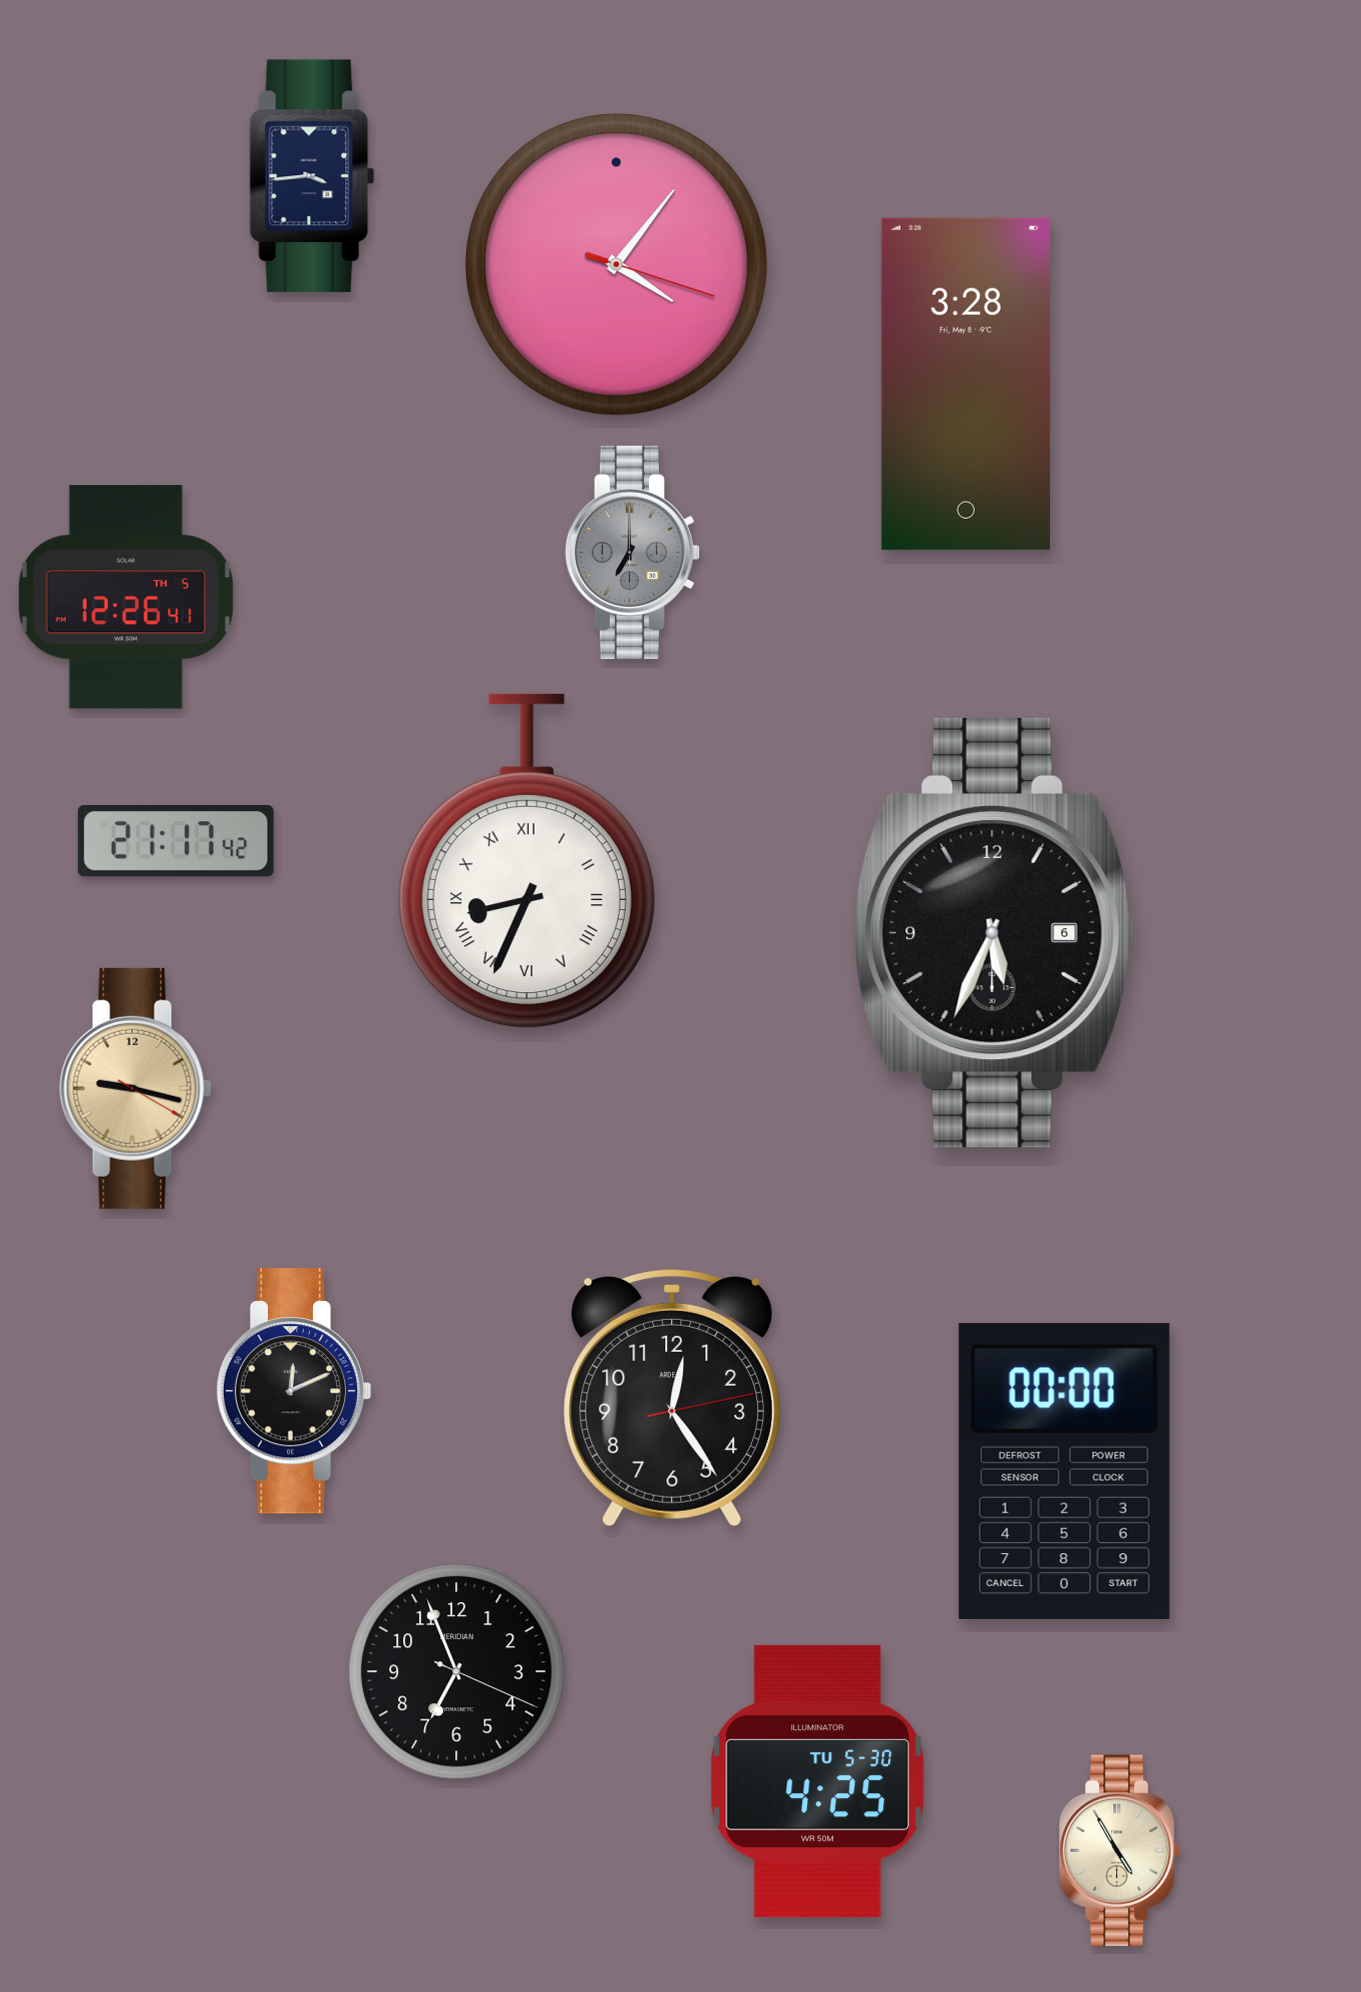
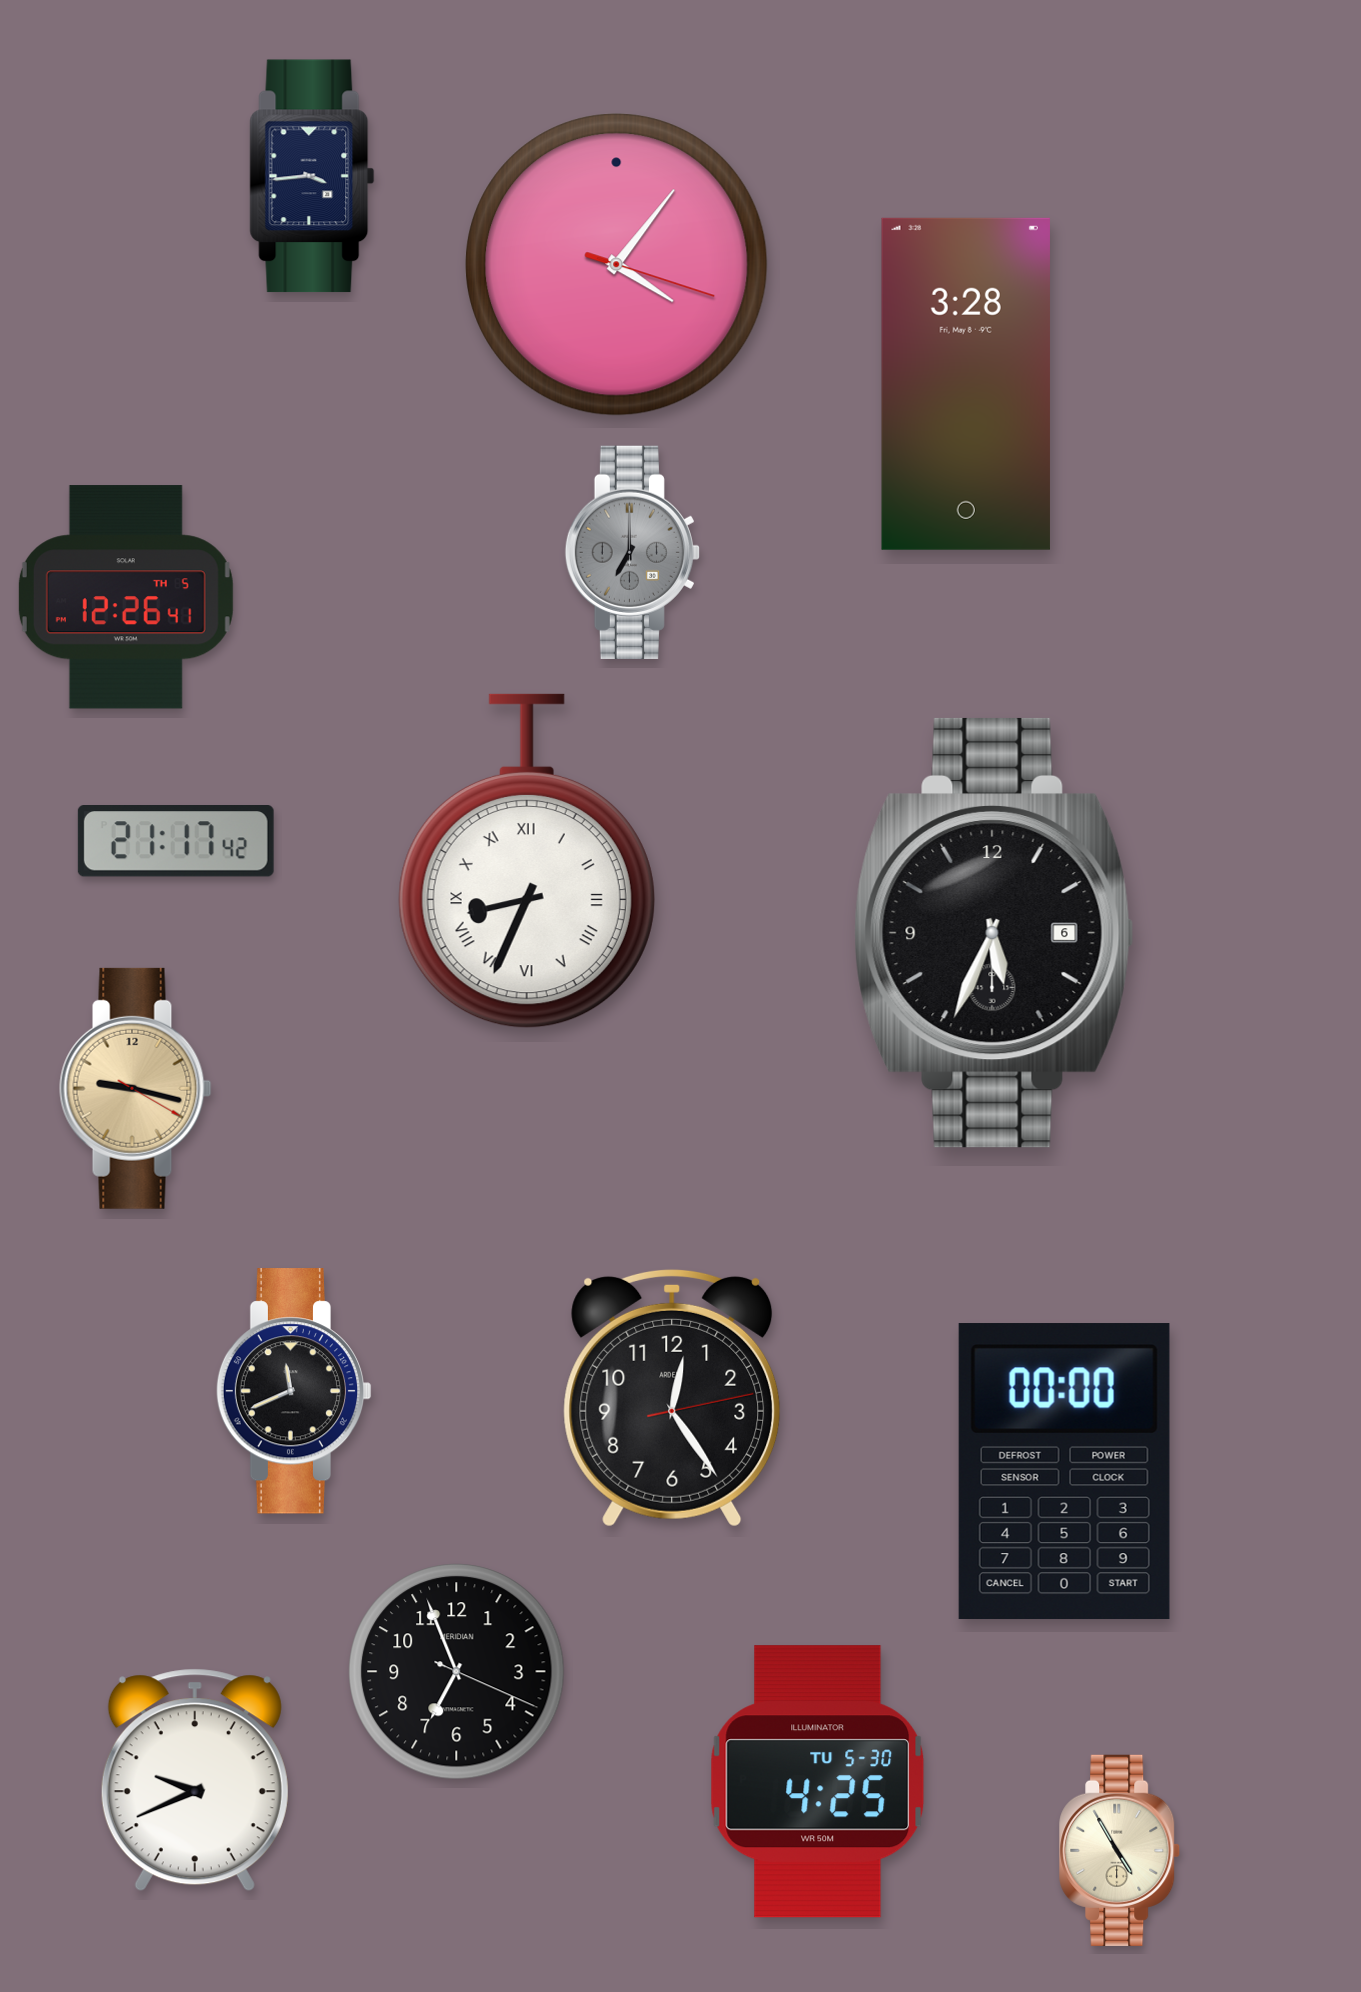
clock at (294, 1391): 12:11 -> 11:41
clock at (195, 1780): none -> 9:41
